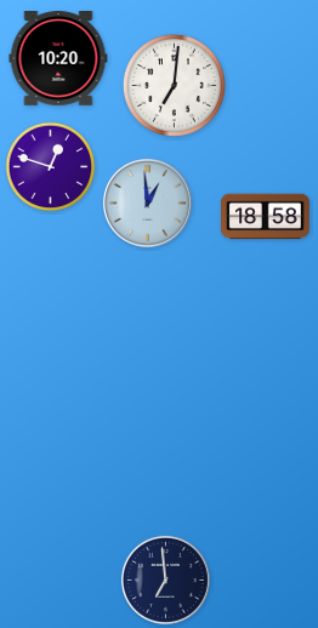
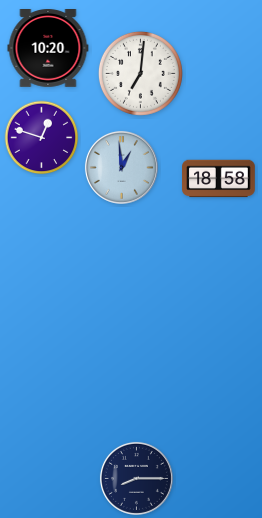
clock at (174, 85) position: (174, 85) -> (140, 73)
clock at (165, 580): 6:59 -> 8:15
